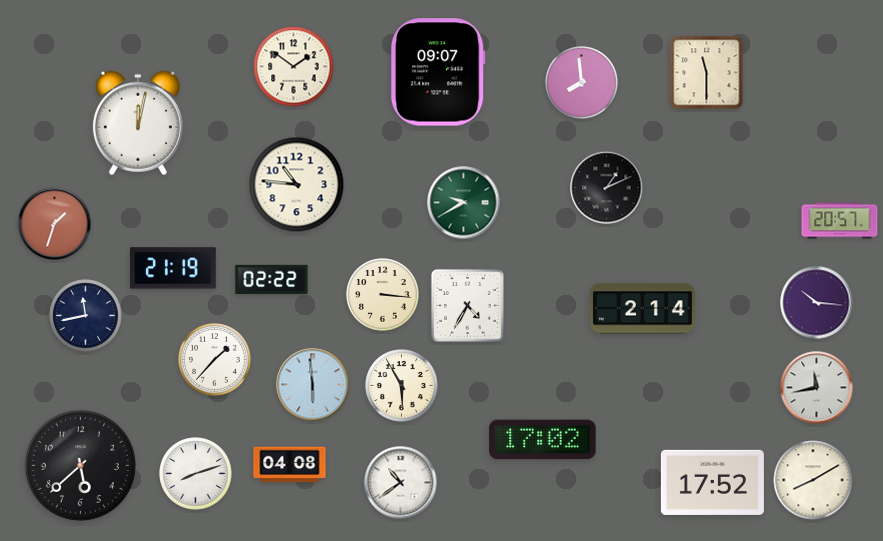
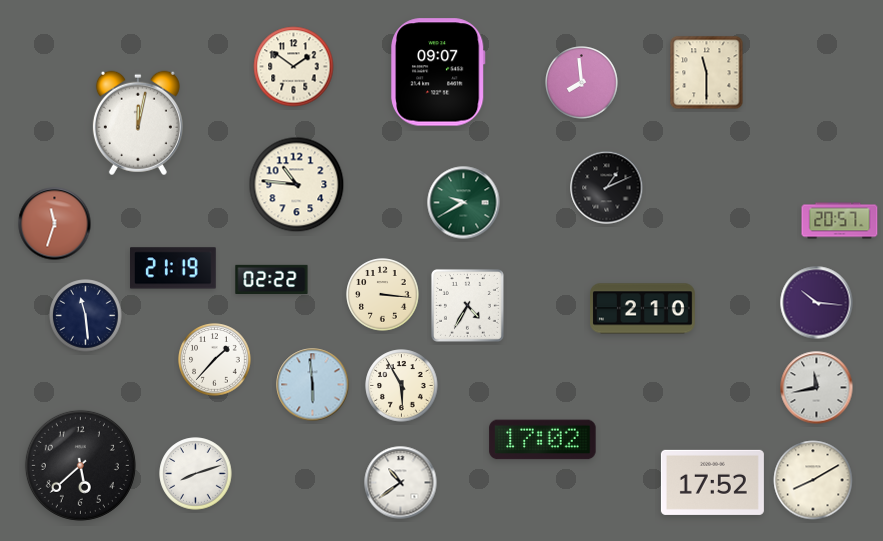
clock at (55, 224): 1:33 -> 11:33
clock at (643, 309): 2:14 -> 2:10
clock at (86, 316): 11:43 -> 11:29
clock at (290, 465): 04:08 -> none
